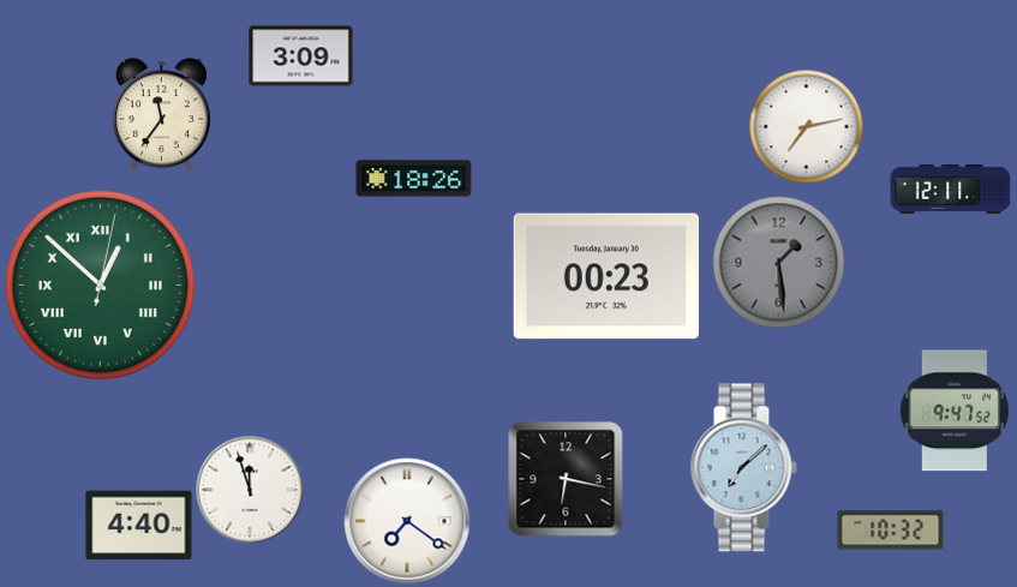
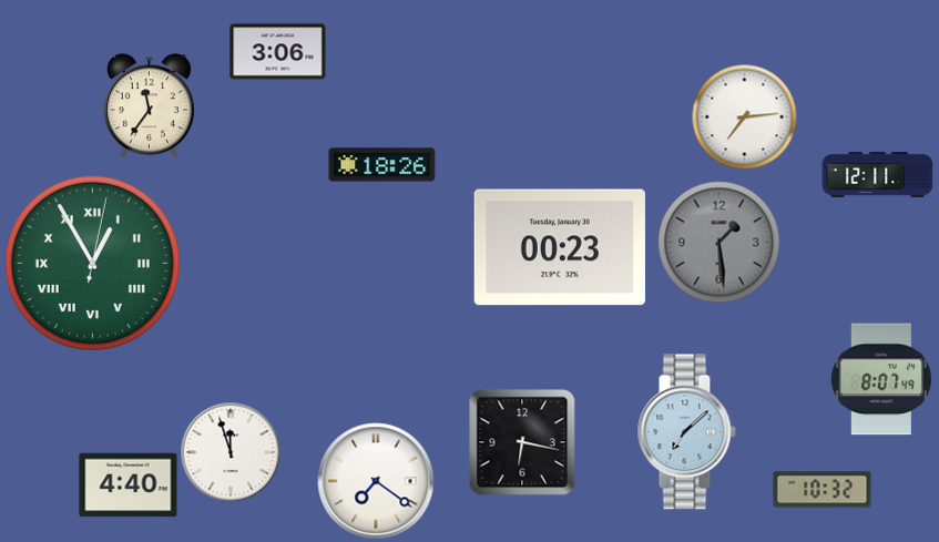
clock at (301, 56): 3:09 -> 3:06
clock at (806, 126): 7:13 -> 7:14
clock at (606, 276) position: (606, 276) -> (560, 247)
clock at (100, 284): 12:52 -> 12:55
clock at (955, 411): 9:47 -> 8:07
